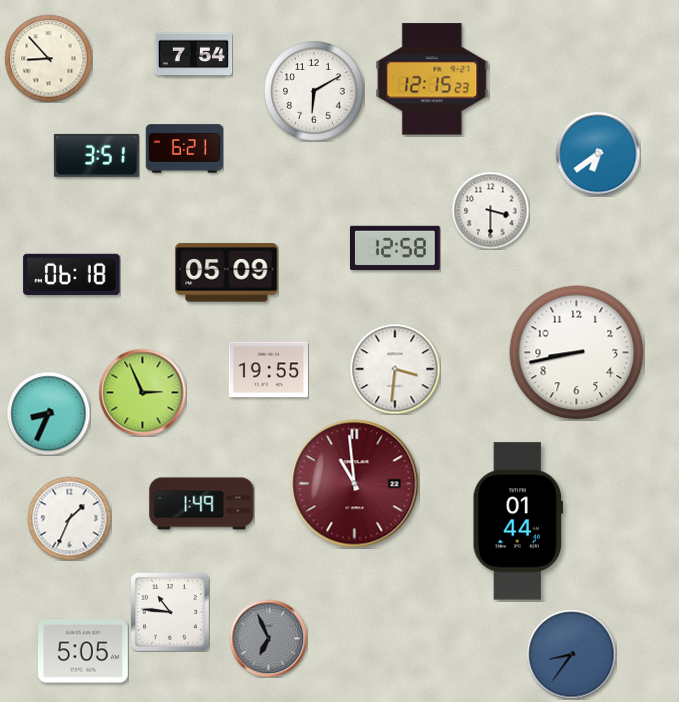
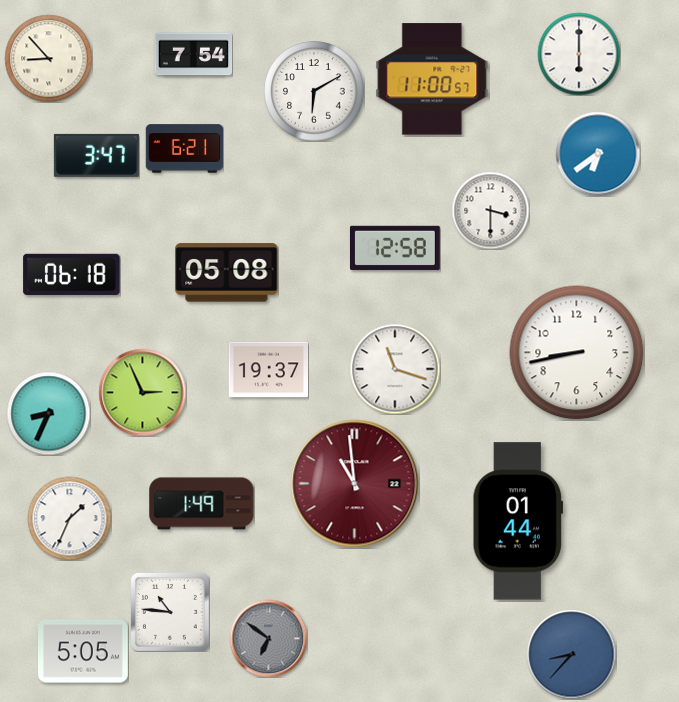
clock at (579, 54): none -> 6:00
clock at (432, 79): 12:15 -> 11:00
clock at (96, 155): 3:51 -> 3:47
clock at (227, 273): 05:09 -> 05:08
clock at (395, 369): 3:31 -> 11:18
clock at (268, 370): 19:55 -> 19:37
clock at (268, 638): 6:56 -> 6:51
clock at (571, 654): 8:36 -> 8:37
